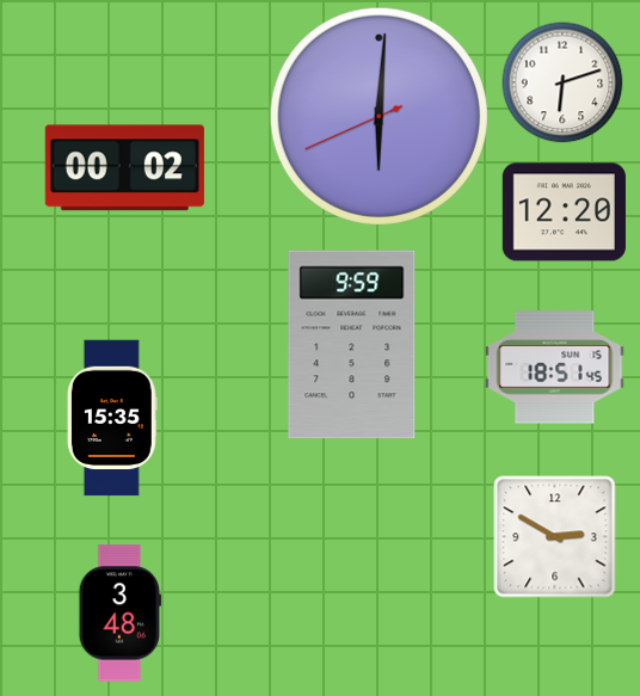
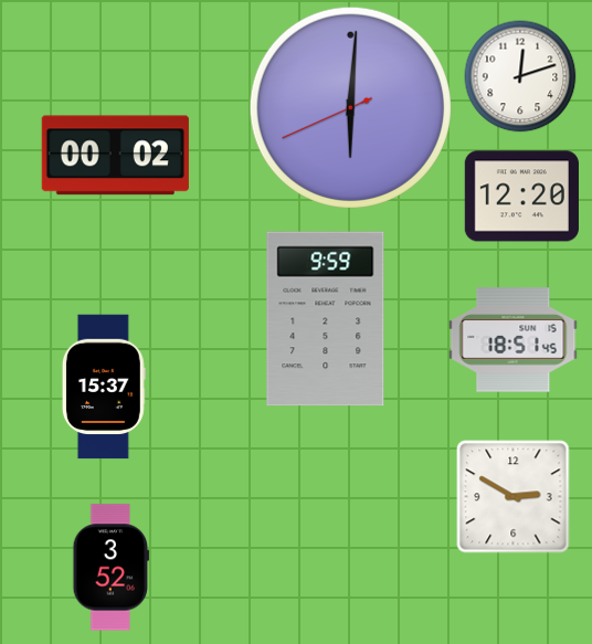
clock at (562, 82): 6:12 -> 12:12
clock at (112, 418): 15:35 -> 15:37
clock at (119, 614): 3:48 -> 3:52
